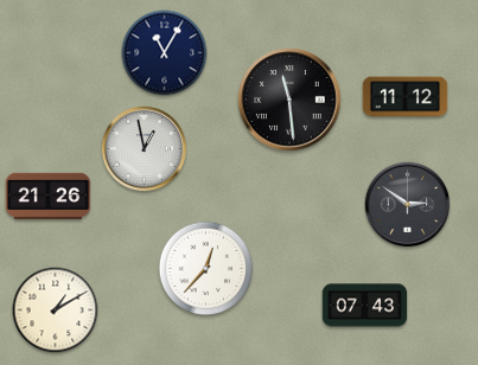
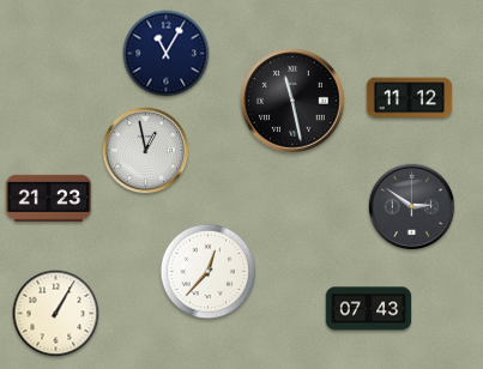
clock at (289, 100): 11:29 -> 11:28
clock at (49, 196): 21:26 -> 21:23
clock at (56, 310): 1:10 -> 1:05
